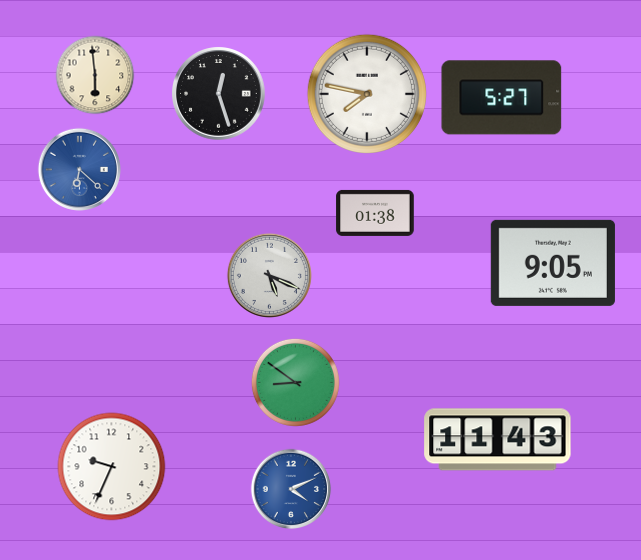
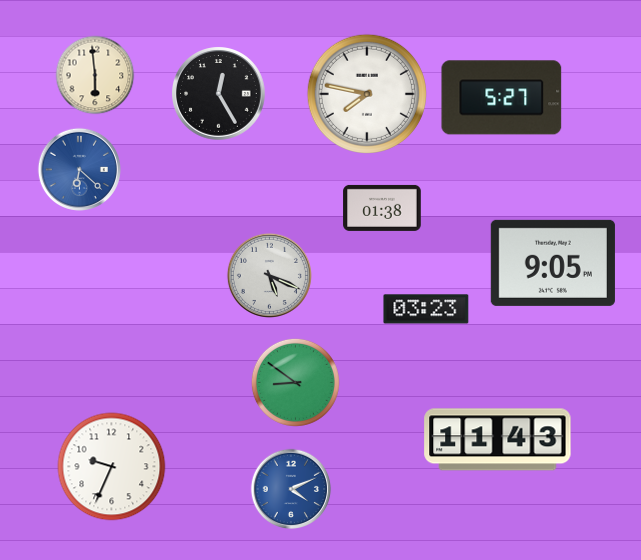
clock at (219, 94): 12:27 -> 12:25
clock at (375, 213) position: (375, 213) -> (382, 208)
clock at (426, 309): none -> 03:23
